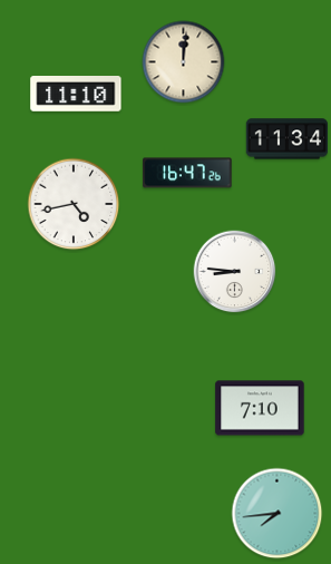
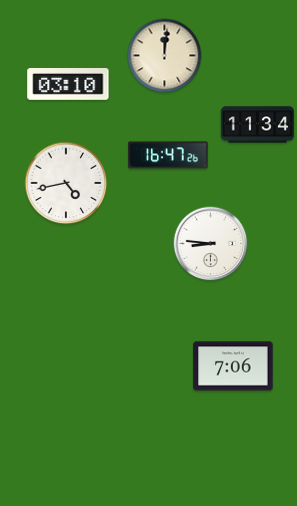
clock at (76, 95): 11:10 -> 03:10
clock at (260, 408): 7:10 -> 7:06
clock at (278, 514): 7:44 -> none
